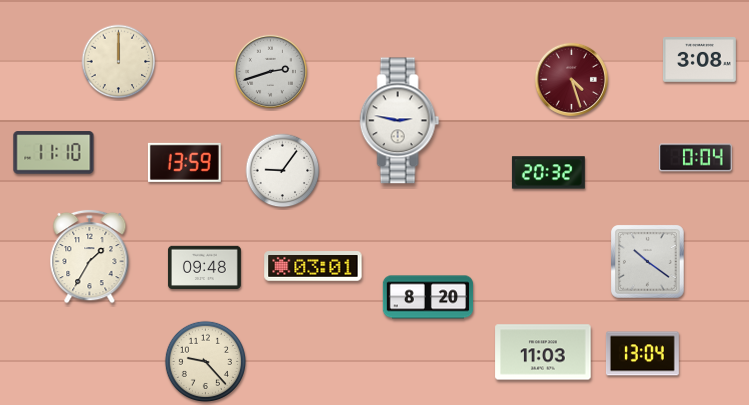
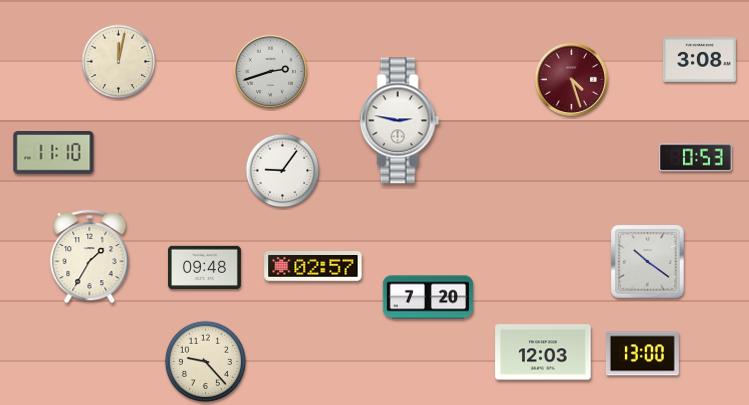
clock at (119, 62): 12:00 -> 12:02
clock at (695, 158): 0:04 -> 0:53
clock at (184, 162): 13:59 -> none
clock at (548, 173): 20:32 -> none
clock at (313, 266): 03:01 -> 02:57
clock at (428, 297): 8:20 -> 7:20
clock at (543, 352): 11:03 -> 12:03
clock at (642, 354): 13:04 -> 13:00
